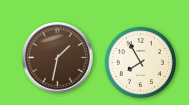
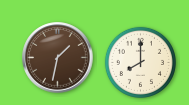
clock at (140, 62): 7:55 -> 8:00
